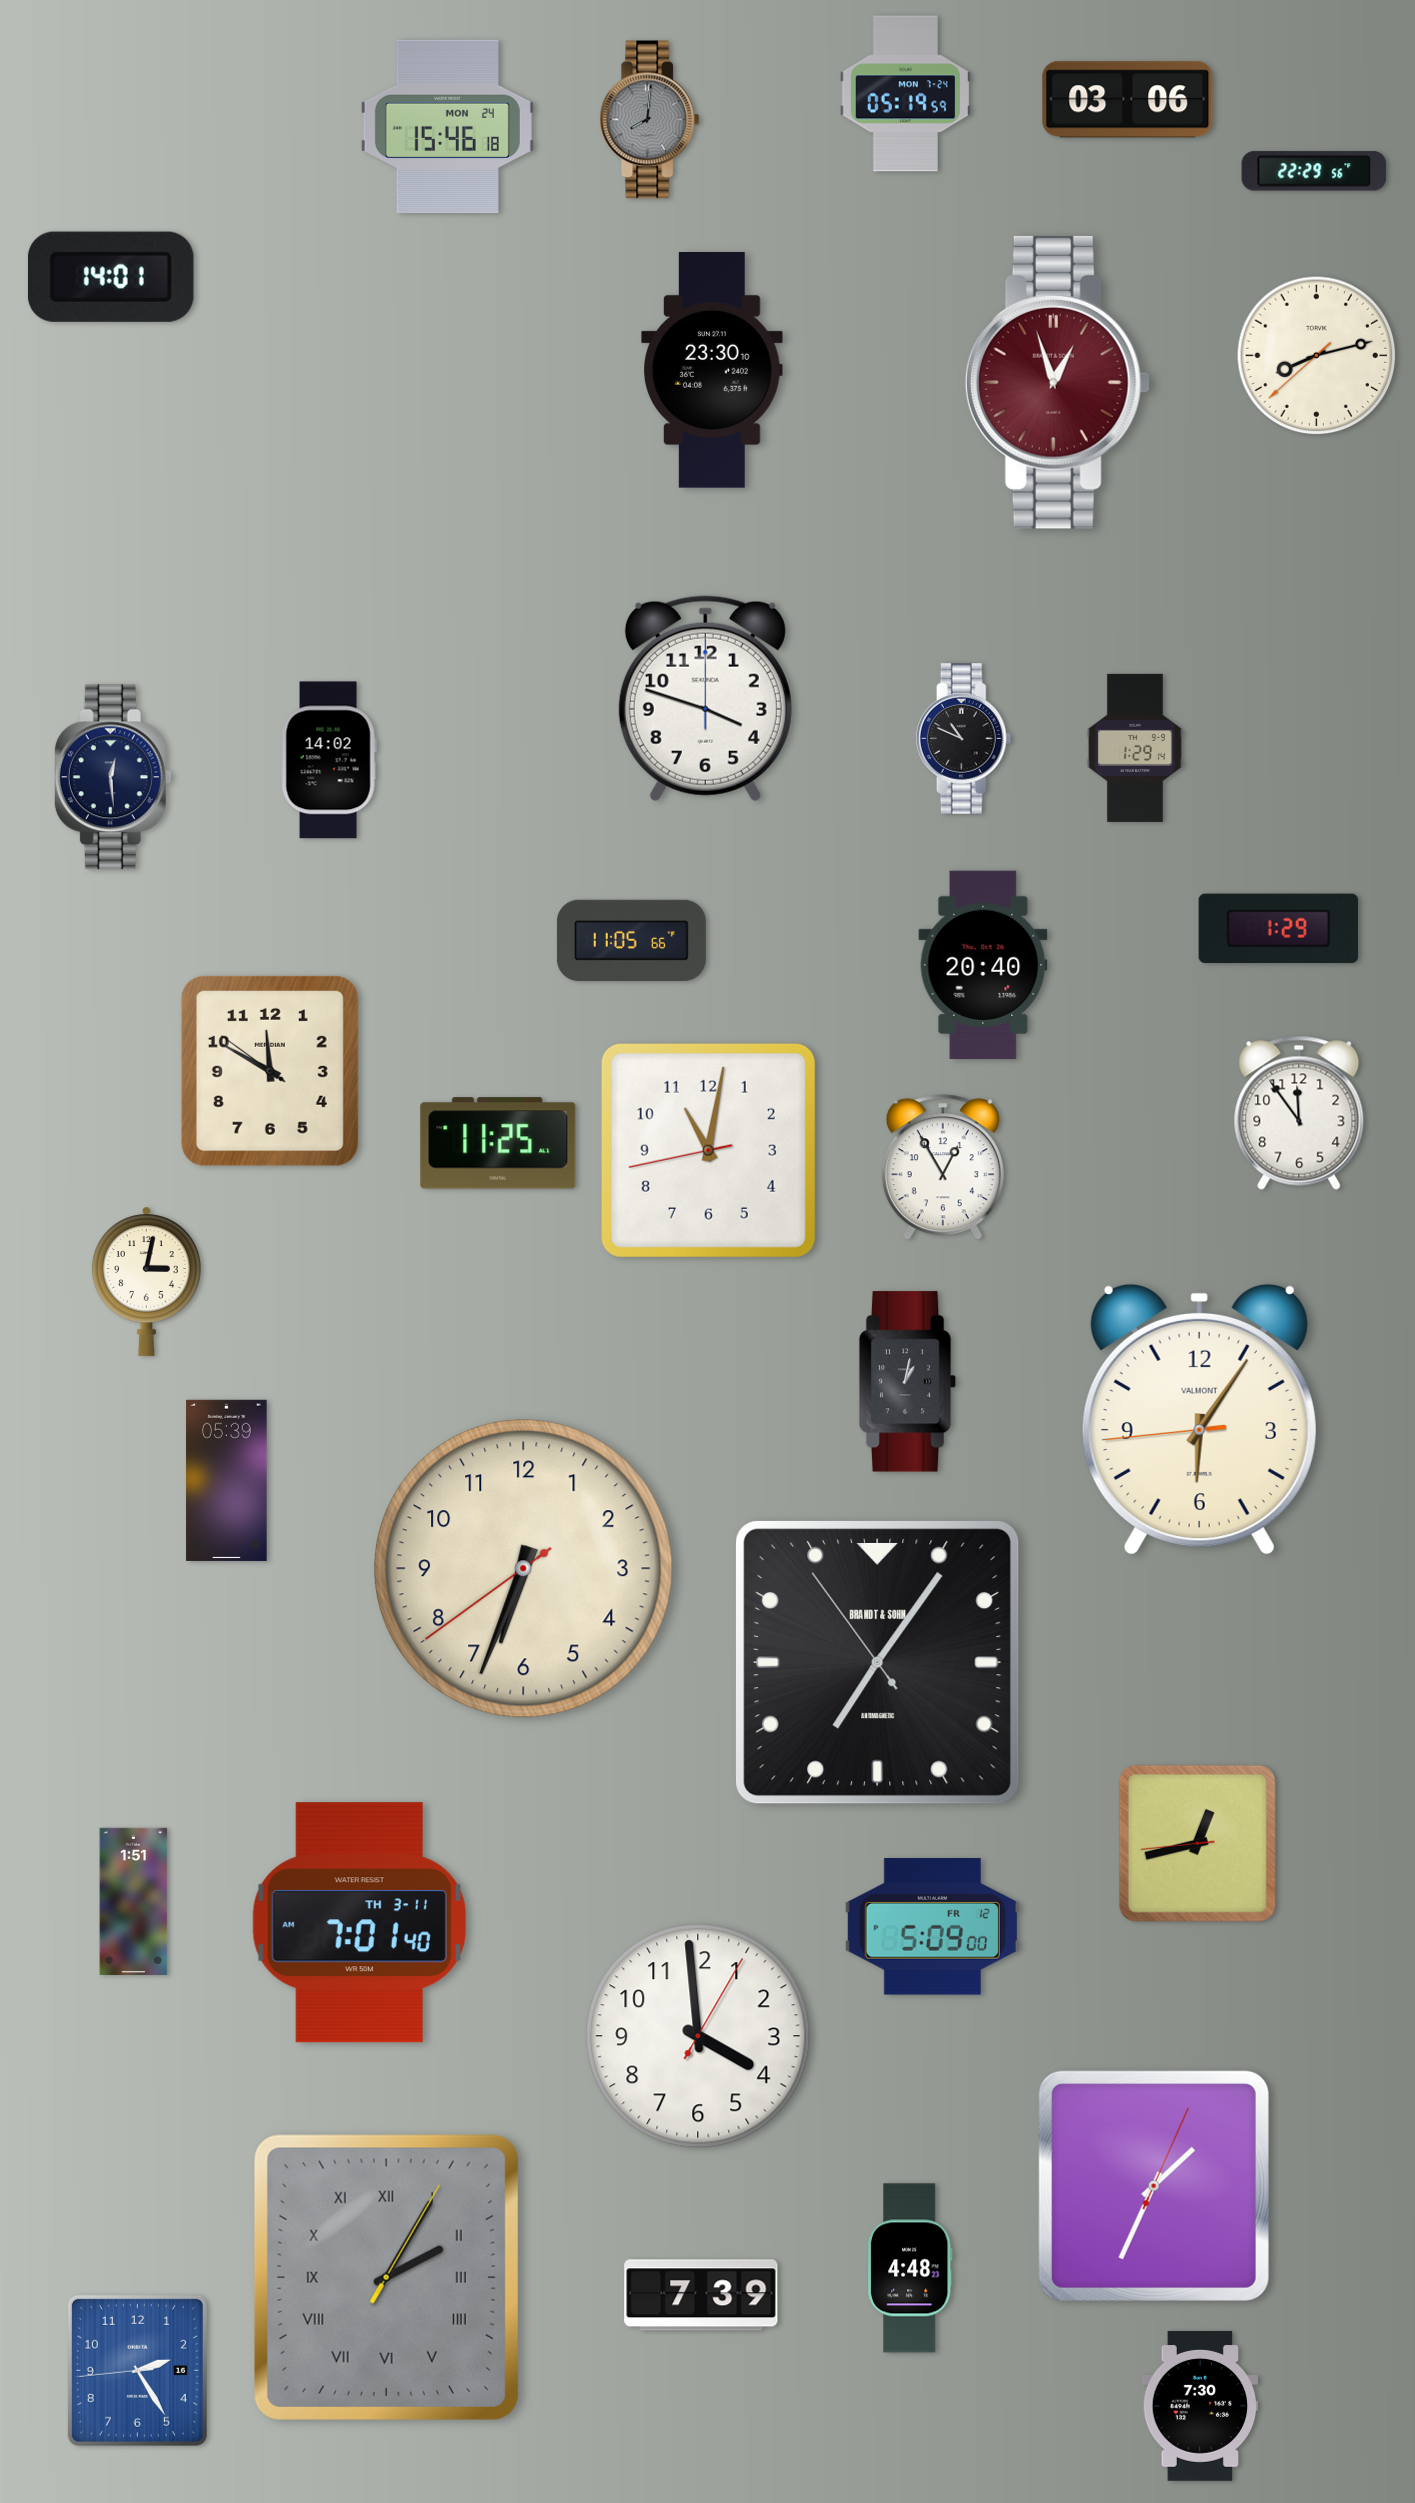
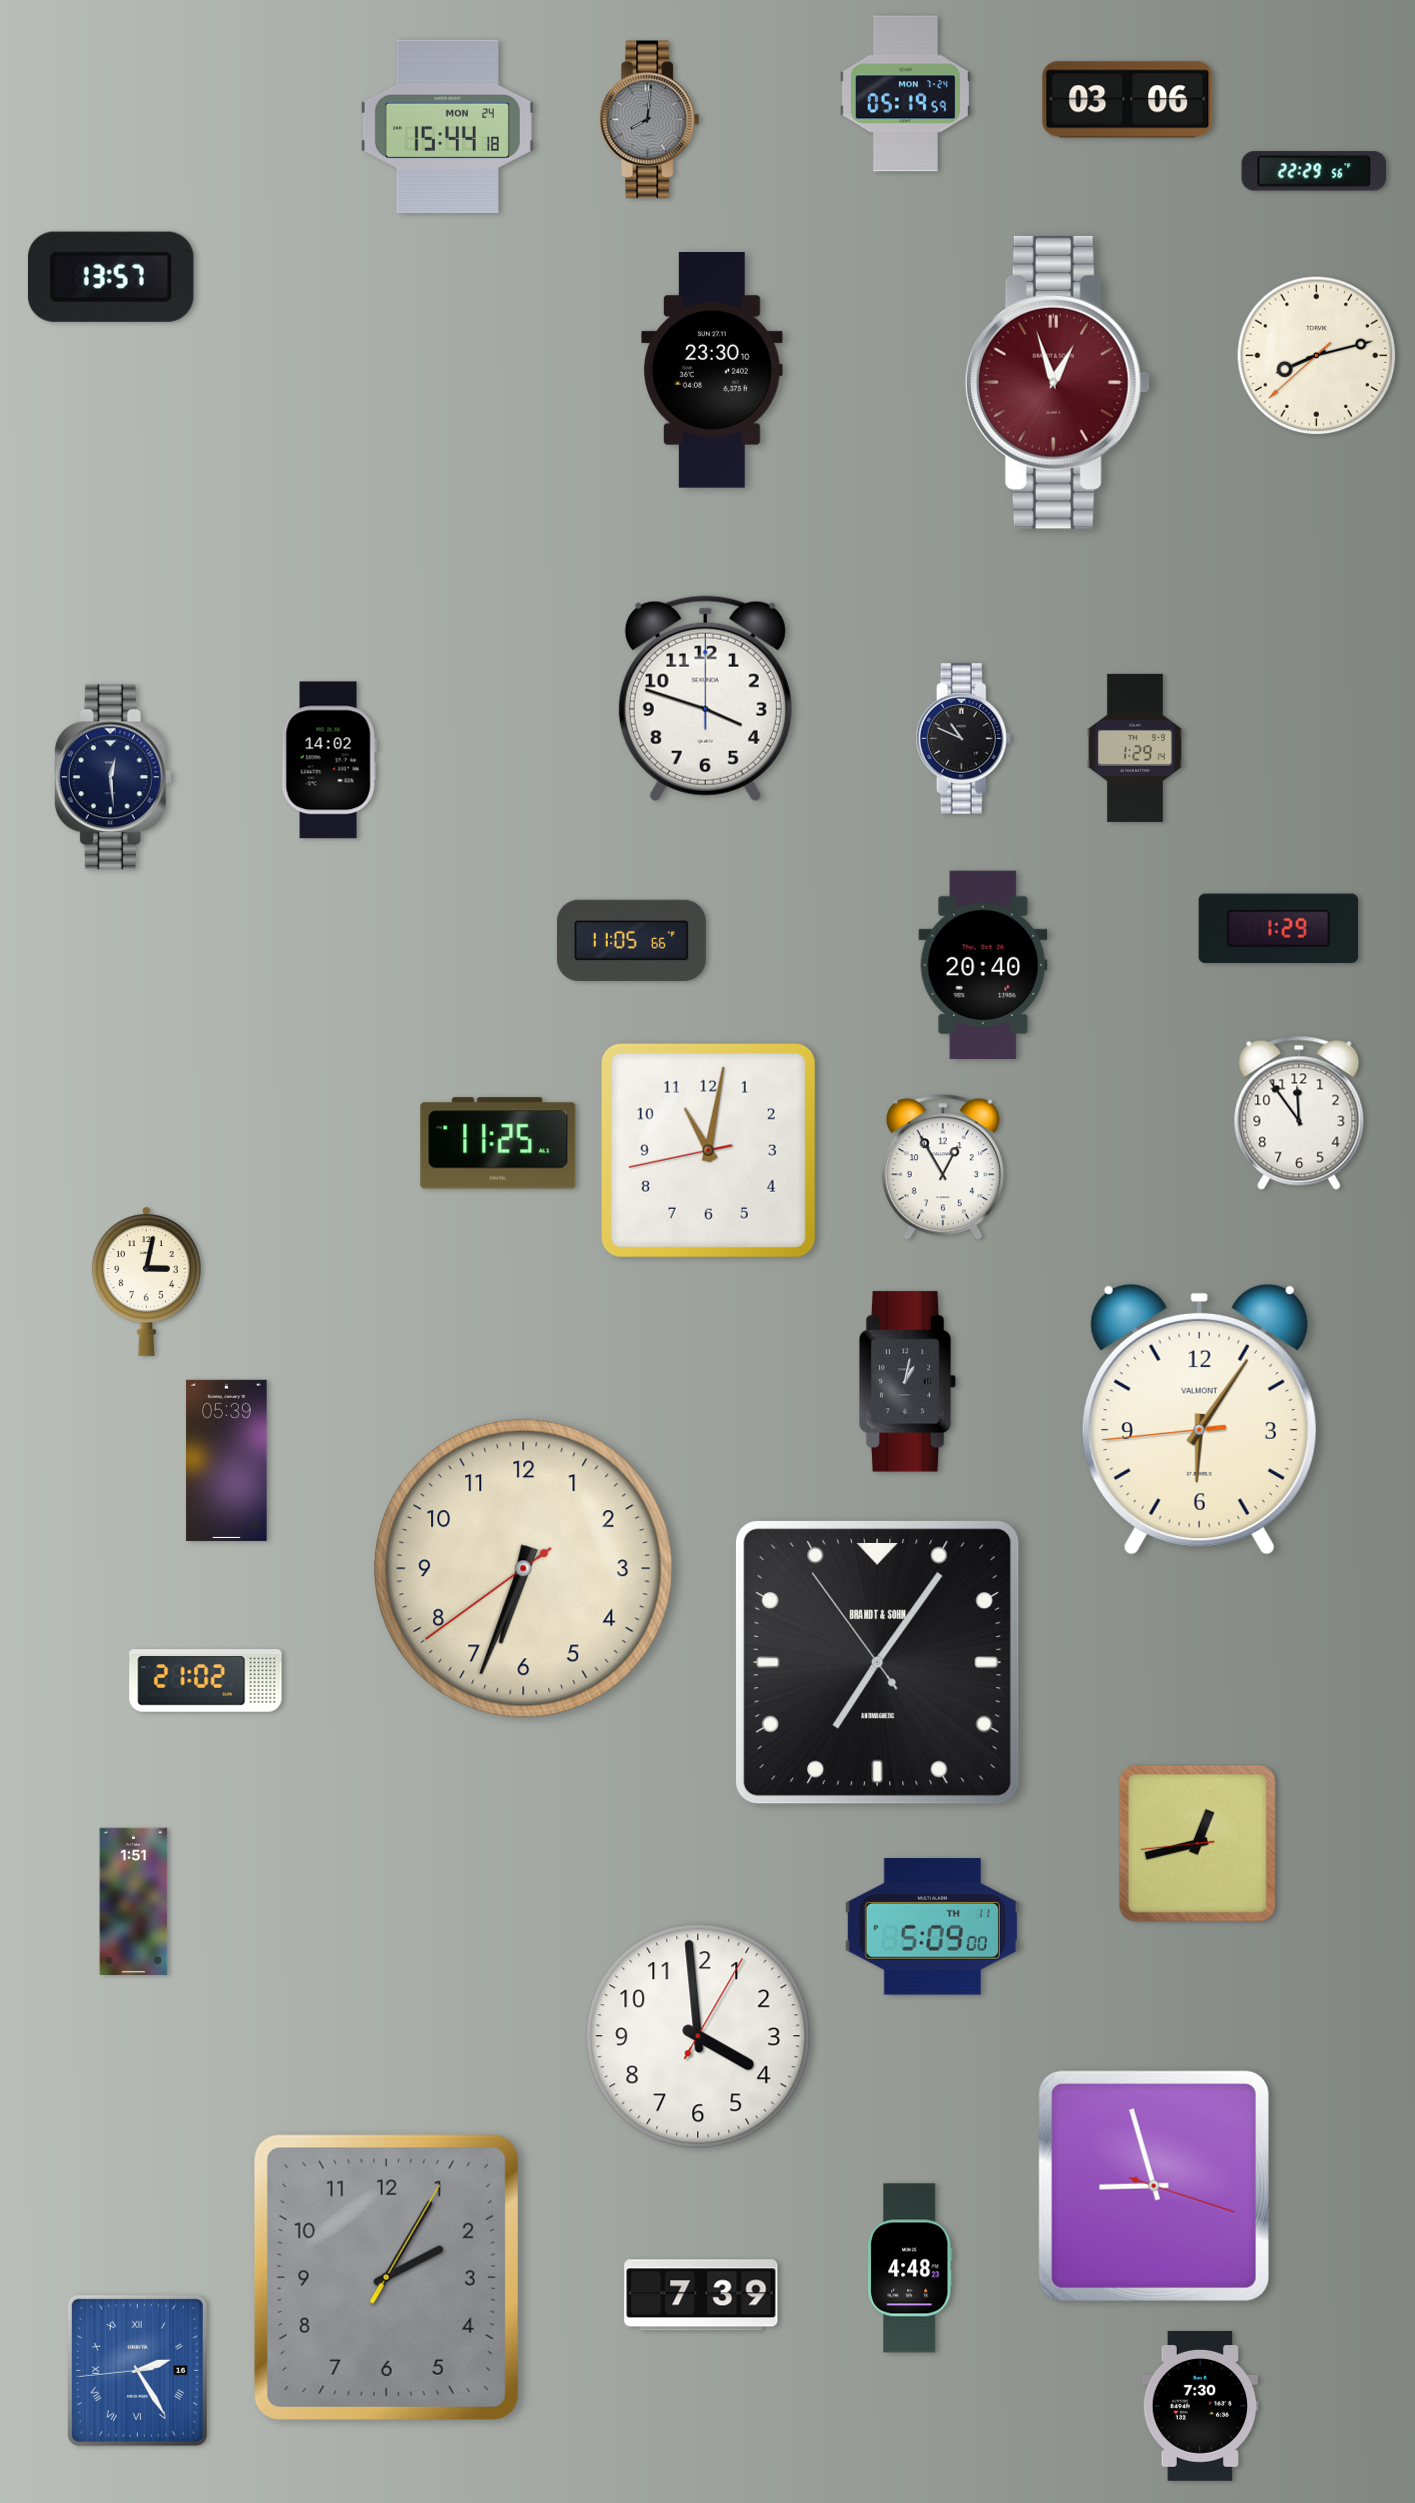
clock at (447, 127): 15:46 -> 15:44
clock at (111, 277): 14:01 -> 13:57
clock at (270, 1071): 11:49 -> none
clock at (227, 1480) position: (227, 1480) -> (227, 1460)
clock at (206, 1681): none -> 21:02
clock at (359, 1923): 7:01 -> none
clock at (932, 1927) date: FR 12 -> TH 11
clock at (1154, 2186): 1:34 -> 8:57
clock at (386, 2277) numerals: Roman -> Arabic
clock at (137, 2370) numerals: Arabic -> Roman
